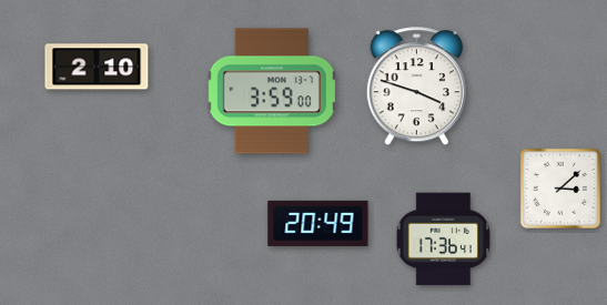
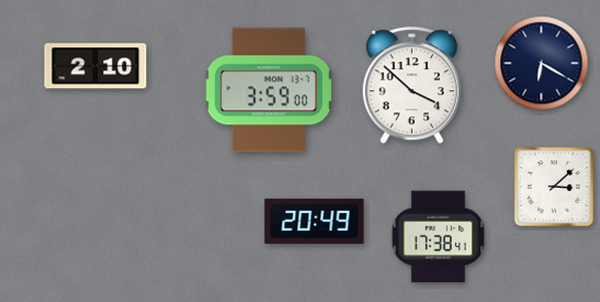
clock at (542, 64): none -> 6:20
clock at (416, 87): 3:48 -> 3:52
clock at (443, 240): 17:36 -> 17:38
